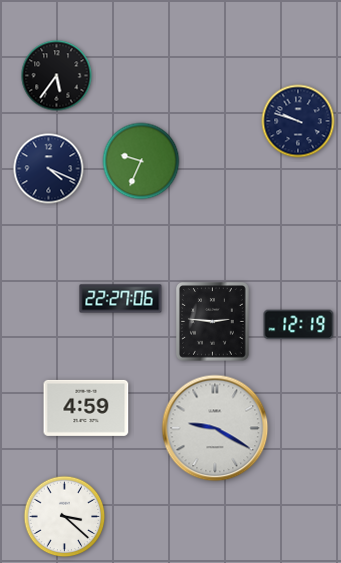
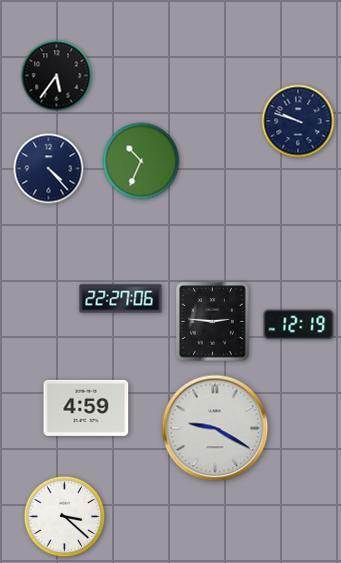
clock at (141, 161): 9:34 -> 10:34
clock at (49, 169): 4:19 -> 4:23
